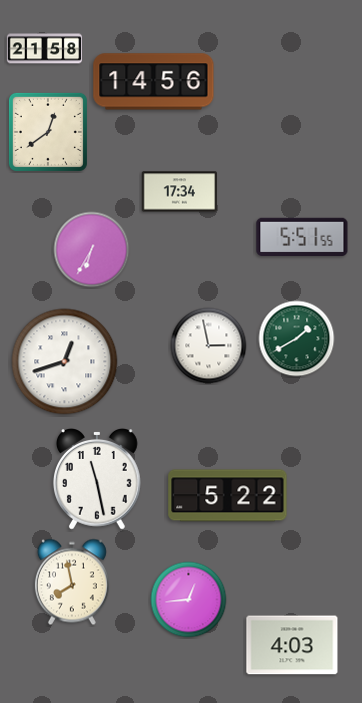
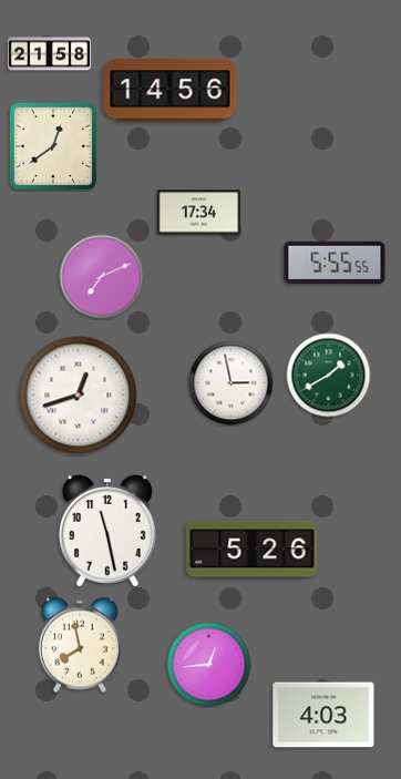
clock at (302, 236): 5:51 -> 5:55
clock at (92, 250): 6:35 -> 7:11
clock at (65, 362) position: (65, 362) -> (79, 396)
clock at (228, 496): 5:22 -> 5:26
